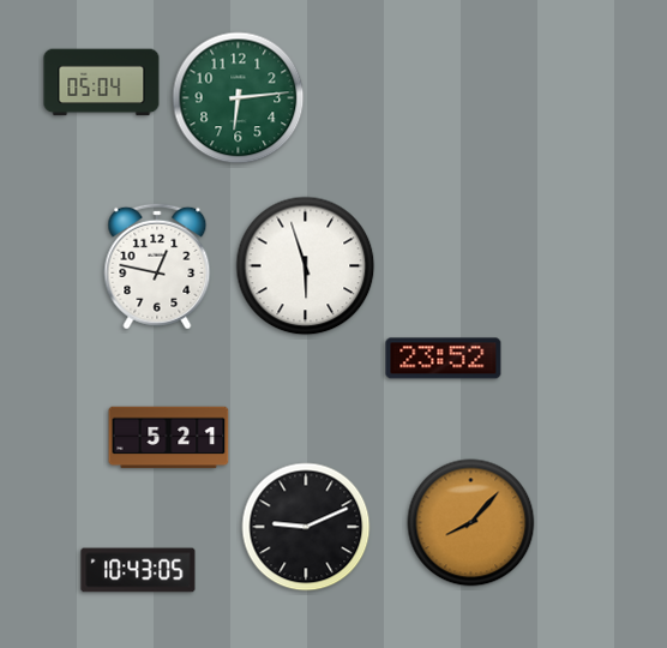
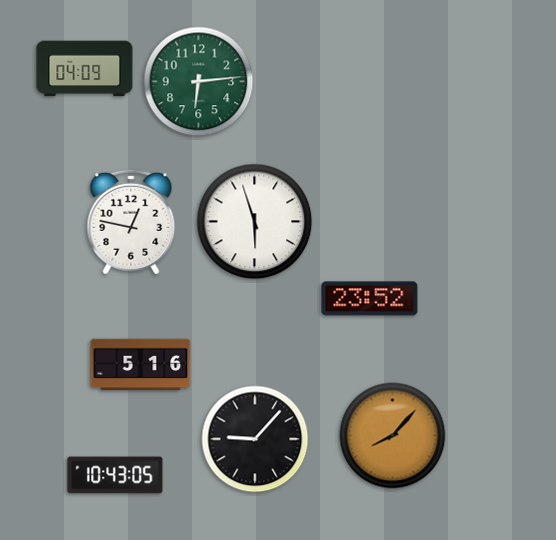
clock at (102, 83): 05:04 -> 04:09
clock at (169, 438): 5:21 -> 5:16
clock at (306, 527): 9:11 -> 9:07
